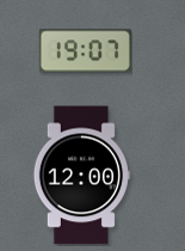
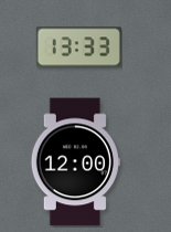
clock at (85, 51): 19:07 -> 13:33
